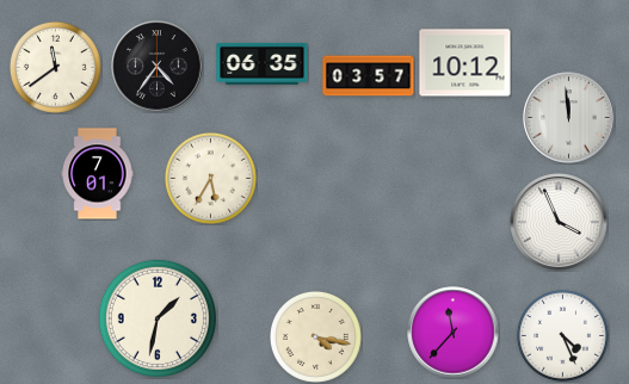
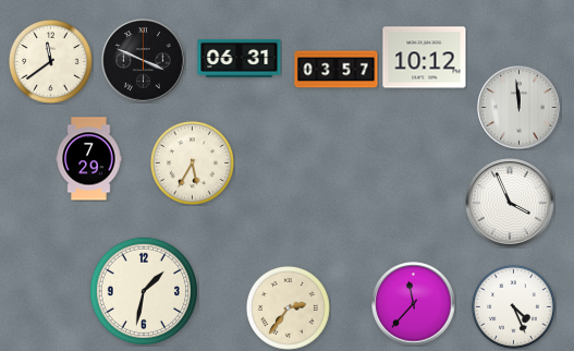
clock at (263, 63): 06:35 -> 06:31
clock at (158, 67): 4:36 -> 3:49
clock at (98, 174): 7:01 -> 7:29
clock at (315, 336): 4:17 -> 2:36
